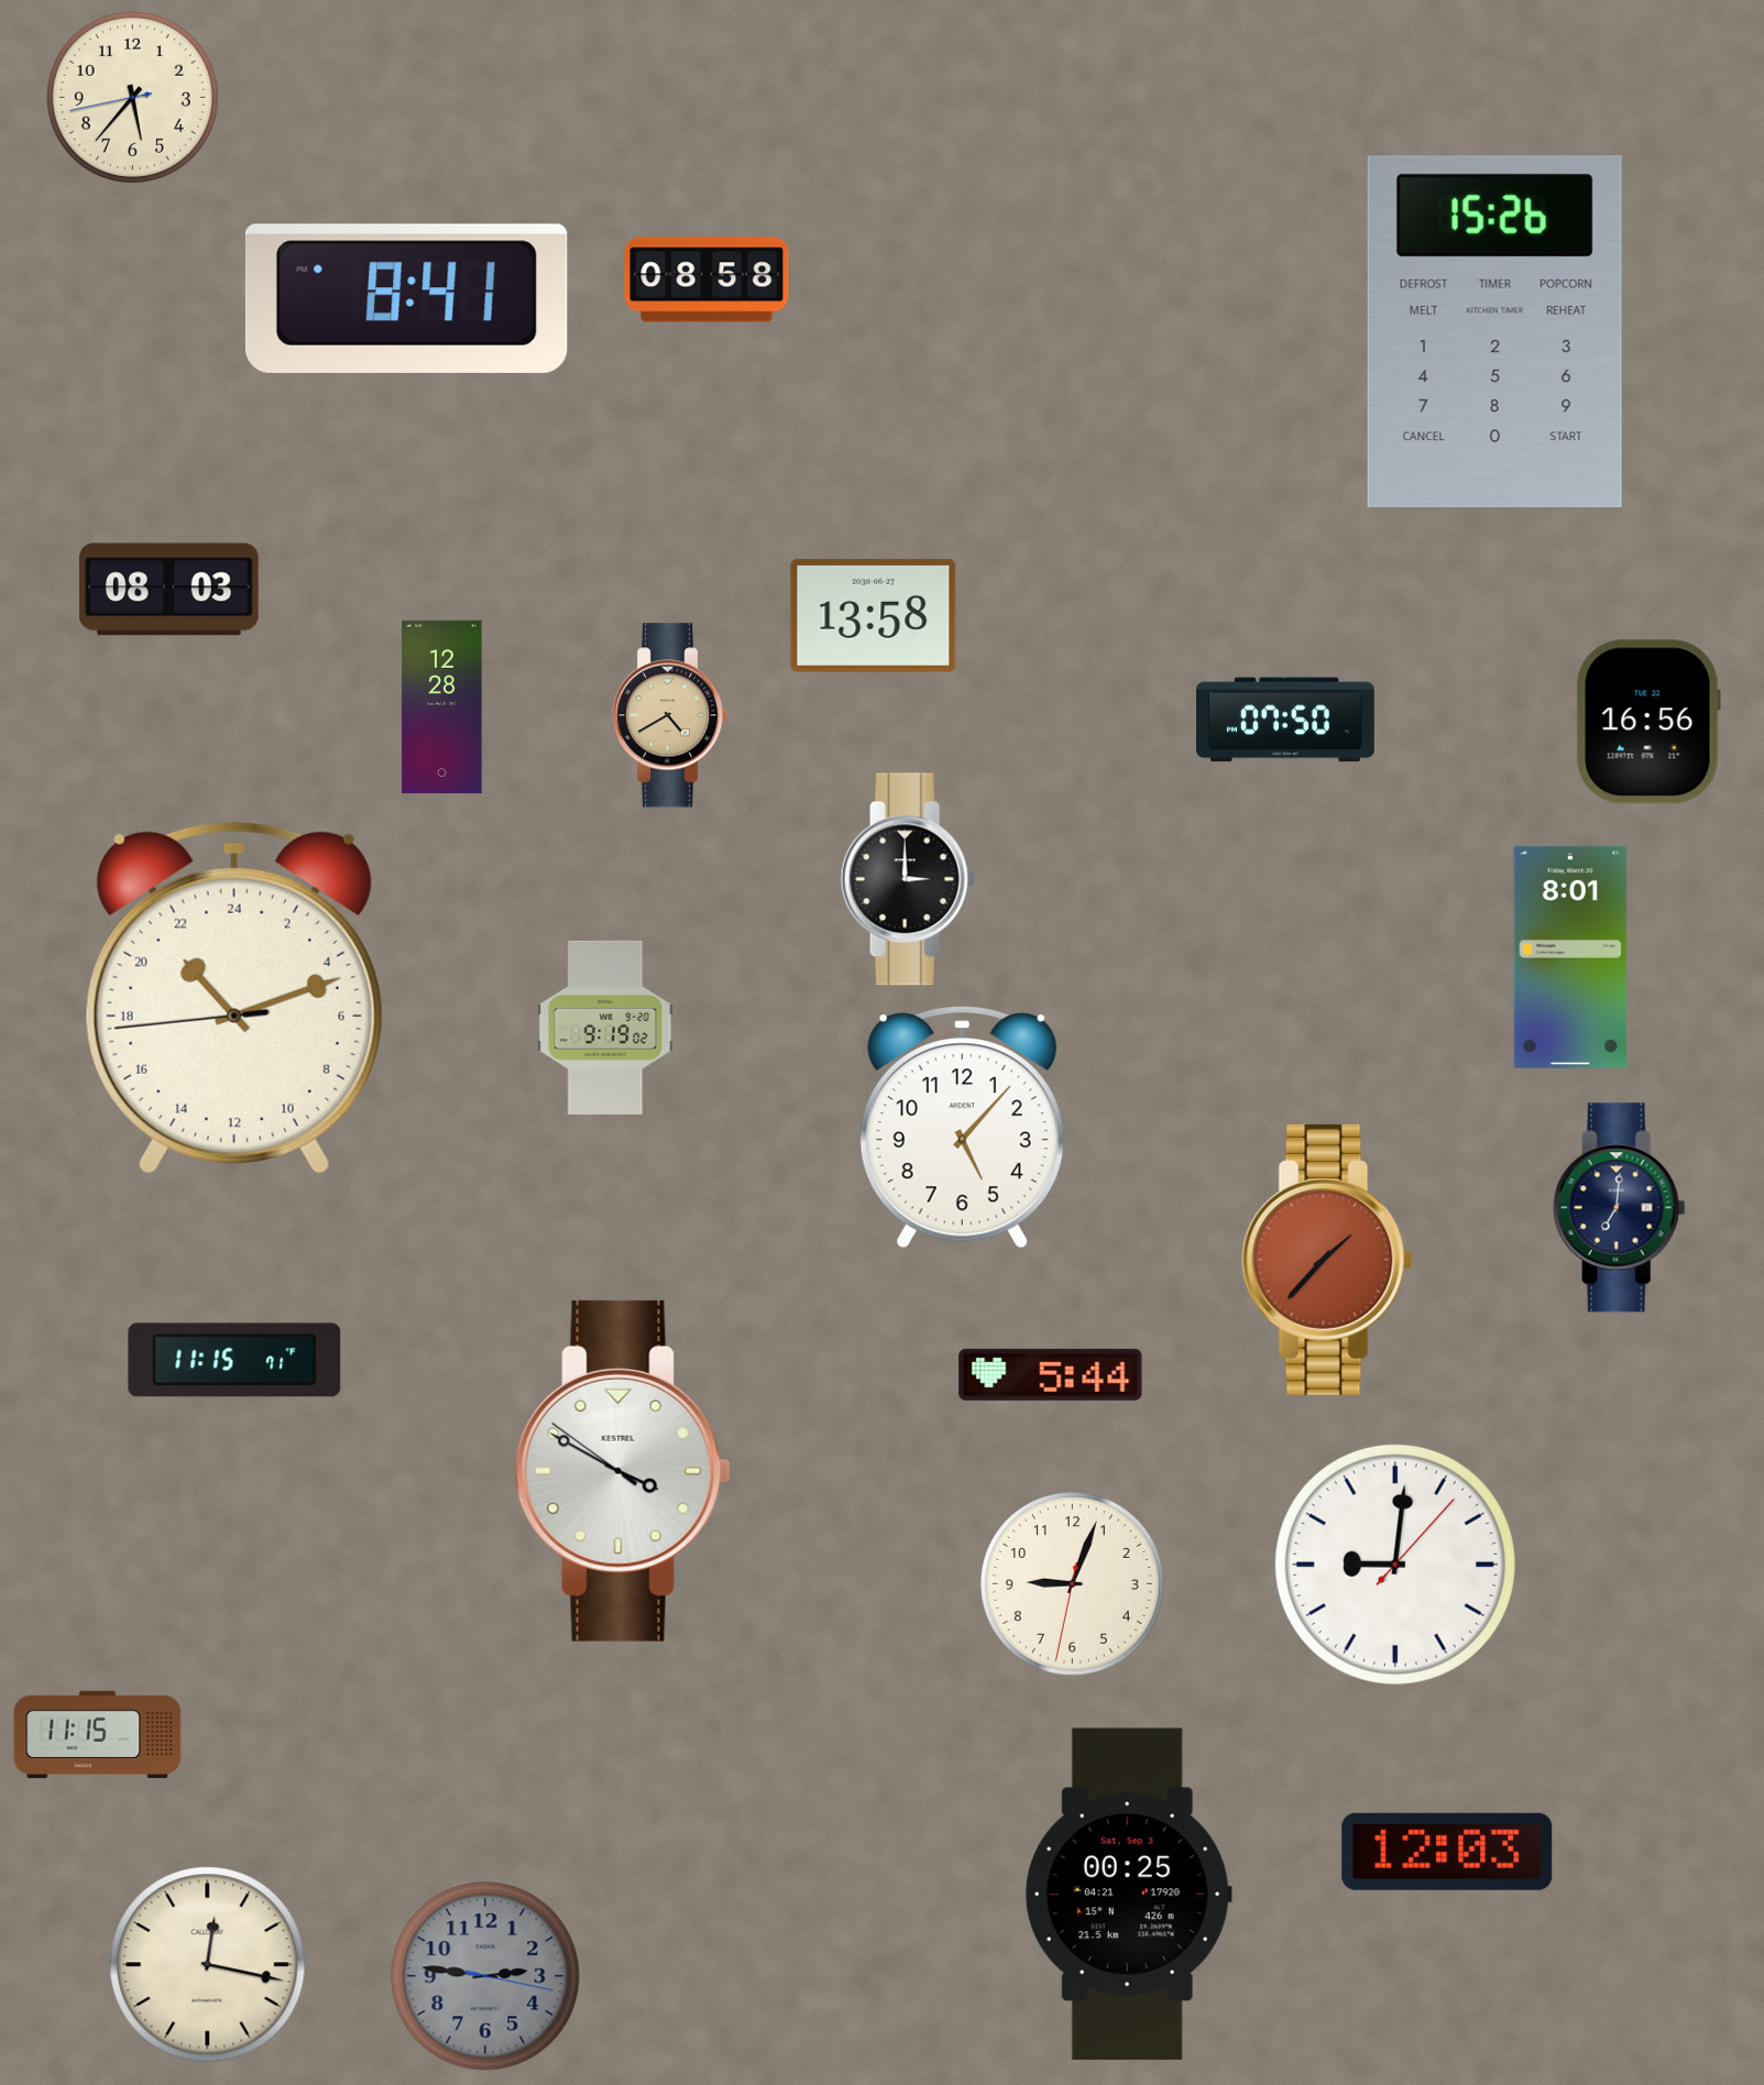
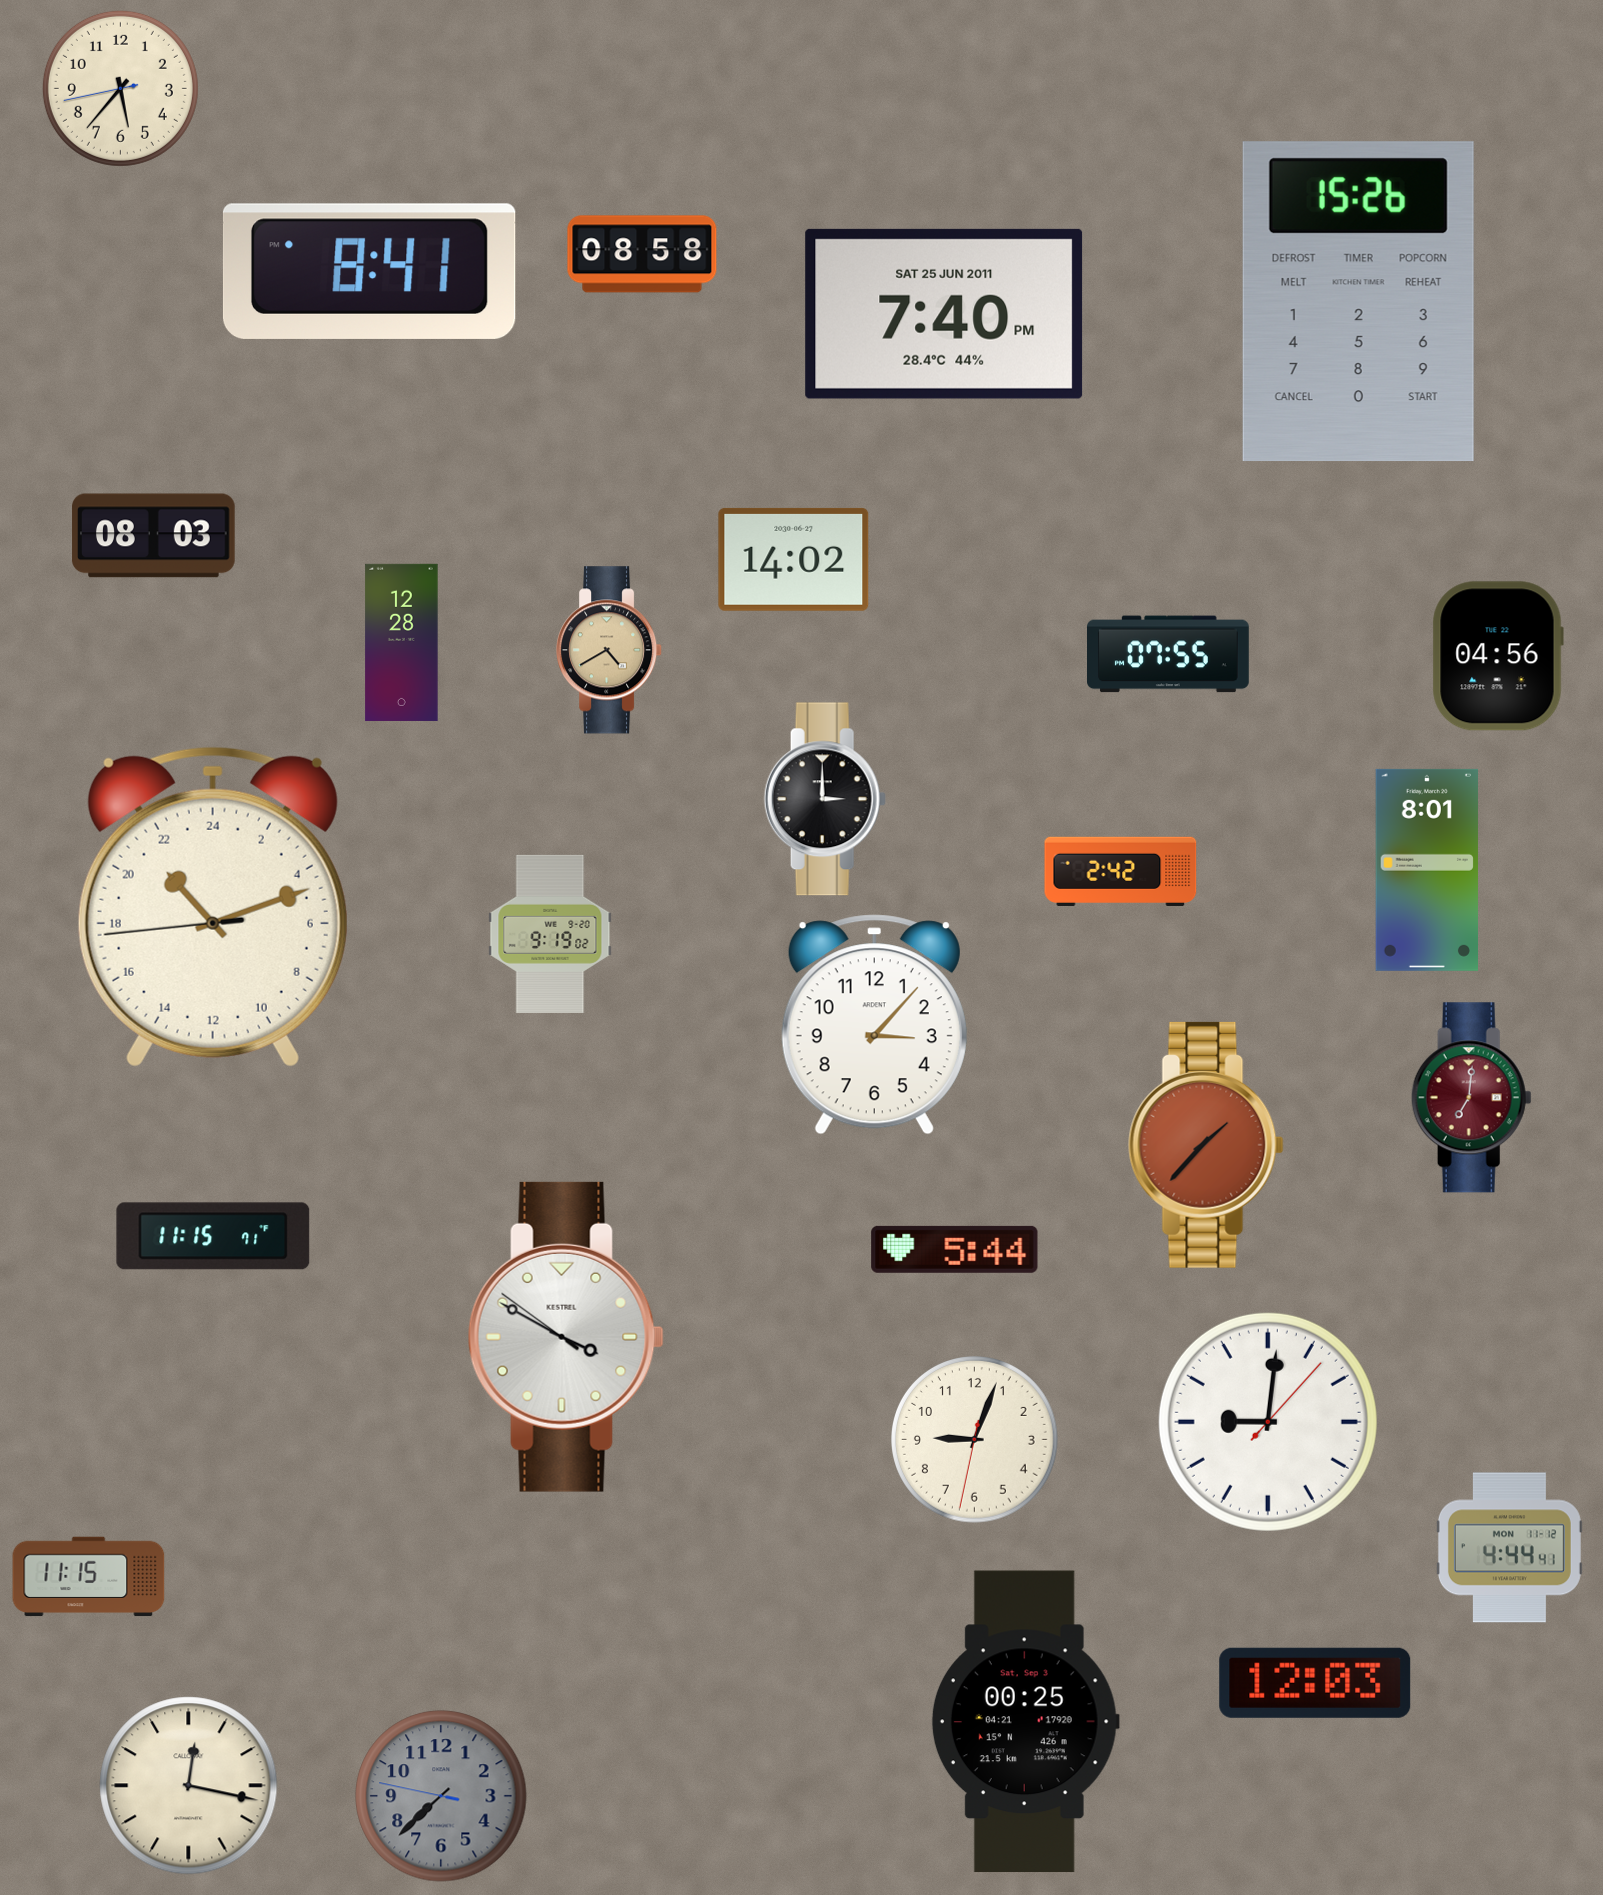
clock at (944, 314): none -> 7:40
clock at (874, 615): 13:58 -> 14:02
clock at (1286, 720): 07:50 -> 07:55
clock at (1648, 722): 16:56 -> 04:56
clock at (1121, 871): none -> 2:42
clock at (962, 1128): 5:07 -> 3:07
clock at (1619, 1208) dial: navy -> burgundy
clock at (1509, 1548): none -> 4:44
clock at (485, 1976): 2:46 -> 7:37
